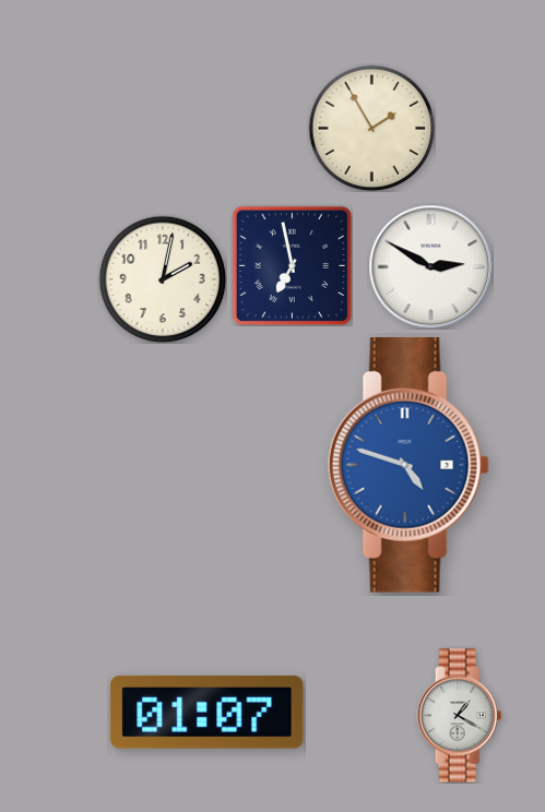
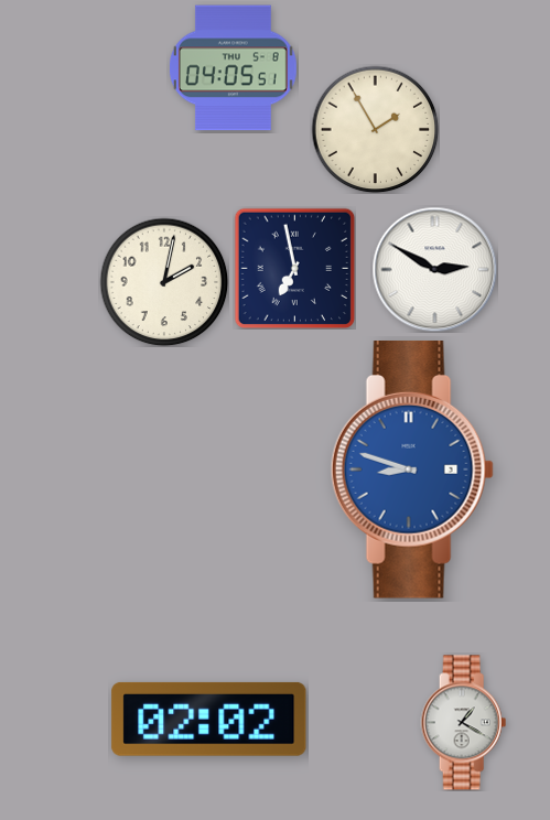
clock at (234, 68): none -> 04:05
clock at (408, 466): 4:48 -> 8:48
clock at (208, 712): 01:07 -> 02:02
